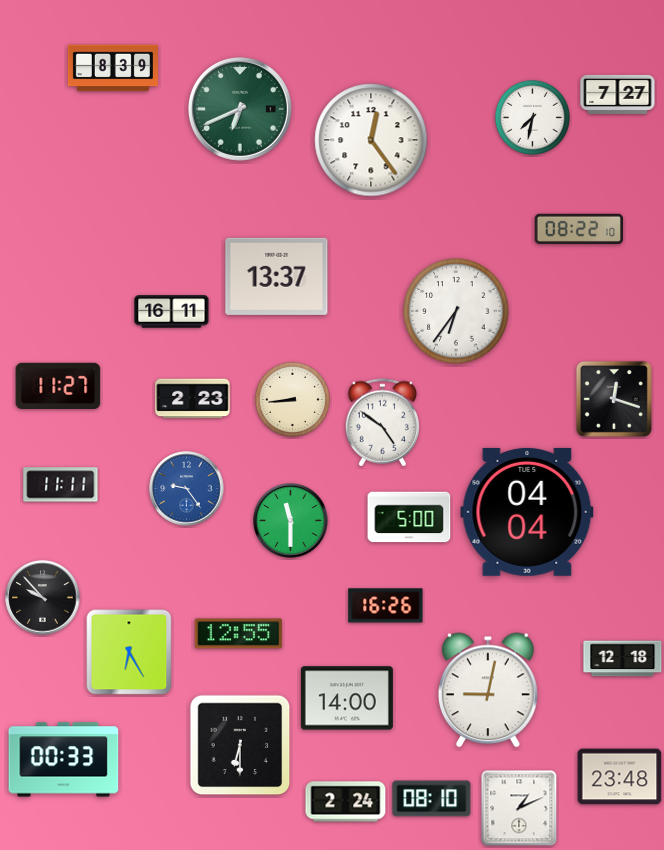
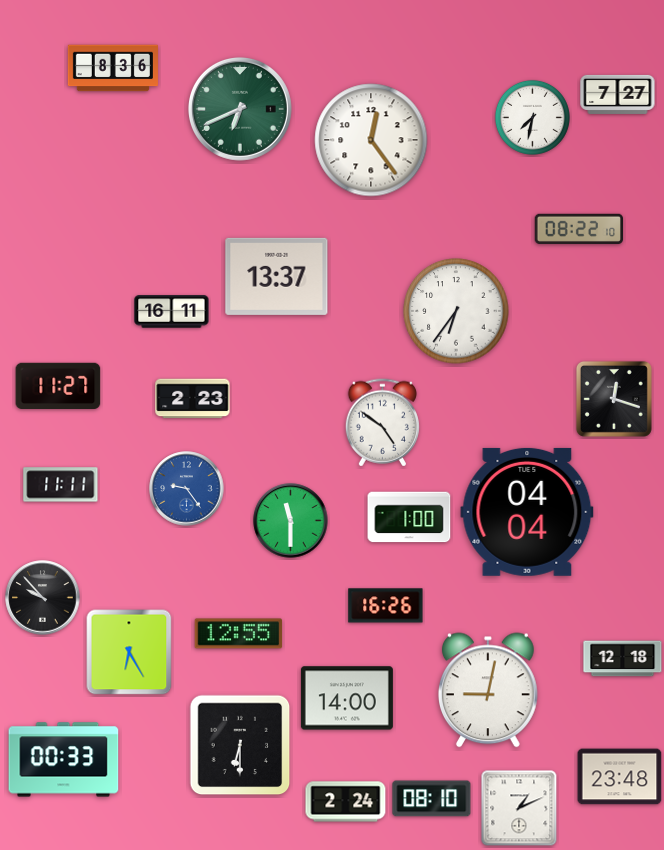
clock at (113, 68): 8:39 -> 8:36
clock at (292, 399): 8:44 -> none
clock at (409, 517): 5:00 -> 1:00
